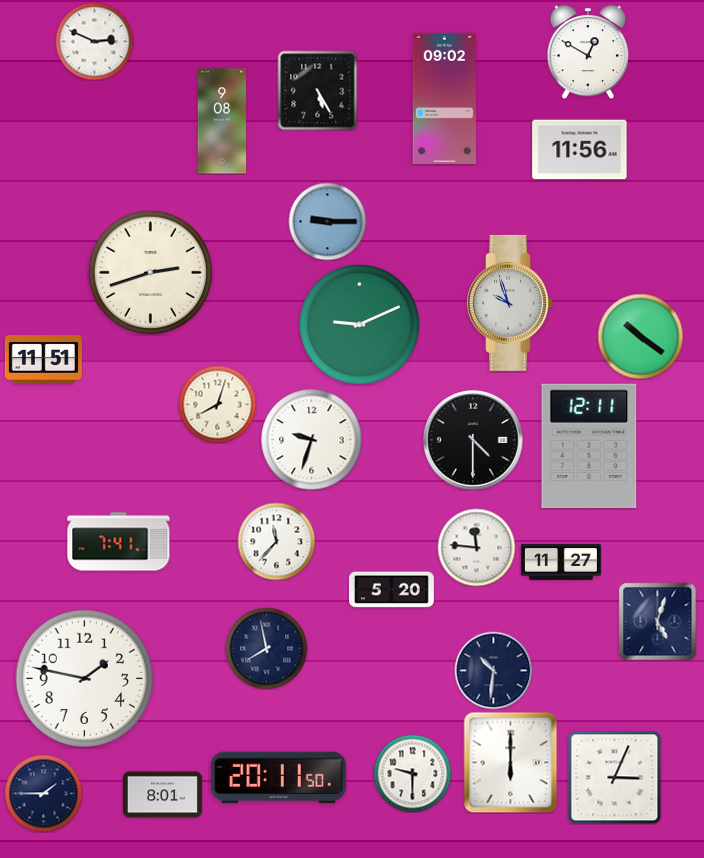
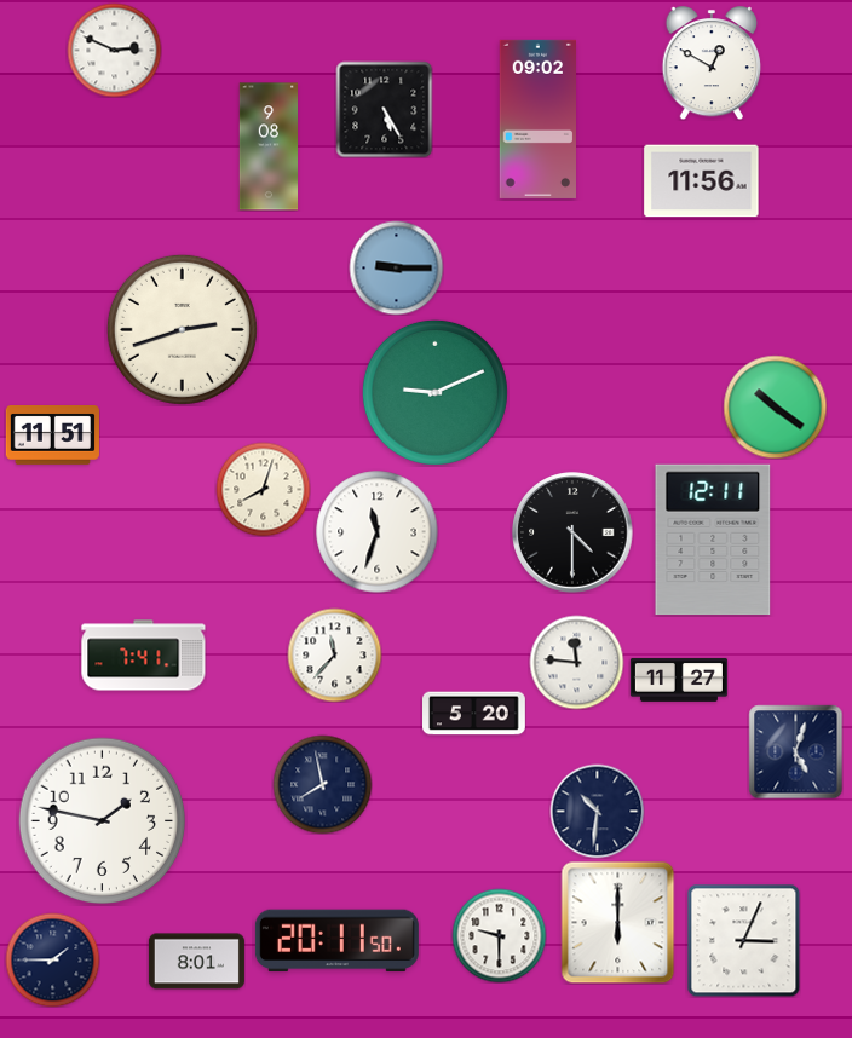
clock at (510, 303): 9:57 -> none
clock at (312, 440): 9:33 -> 11:33
